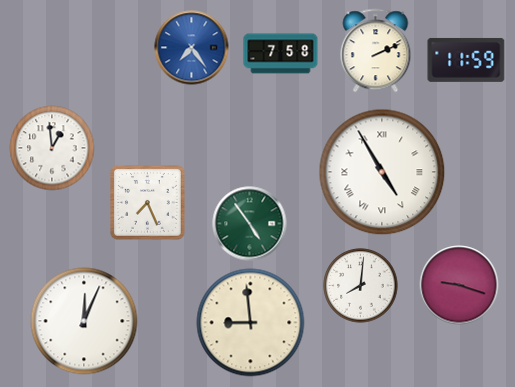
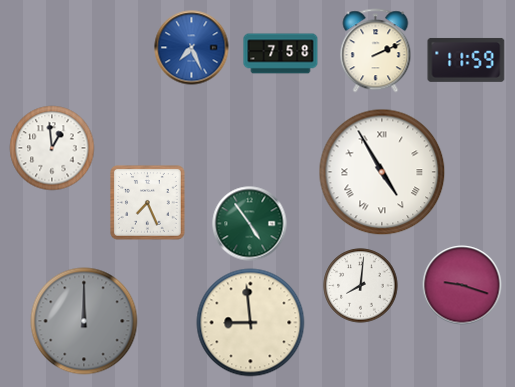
clock at (192, 48): 7:24 -> 7:26
clock at (459, 285) position: (459, 285) -> (462, 285)
clock at (84, 321): 12:04 -> 12:00
clock at (84, 321) dial: white -> grey
